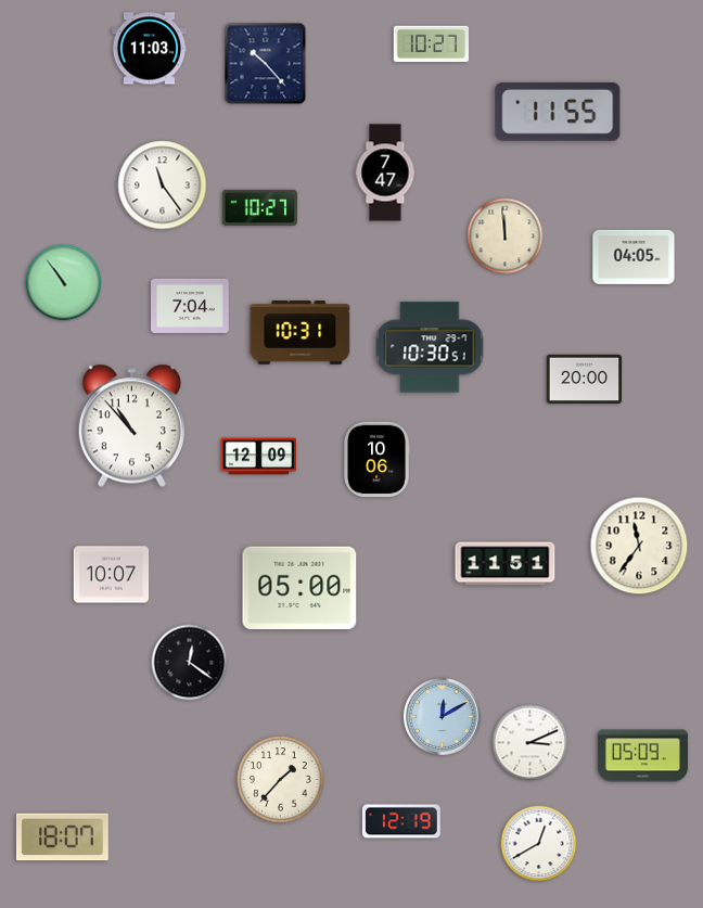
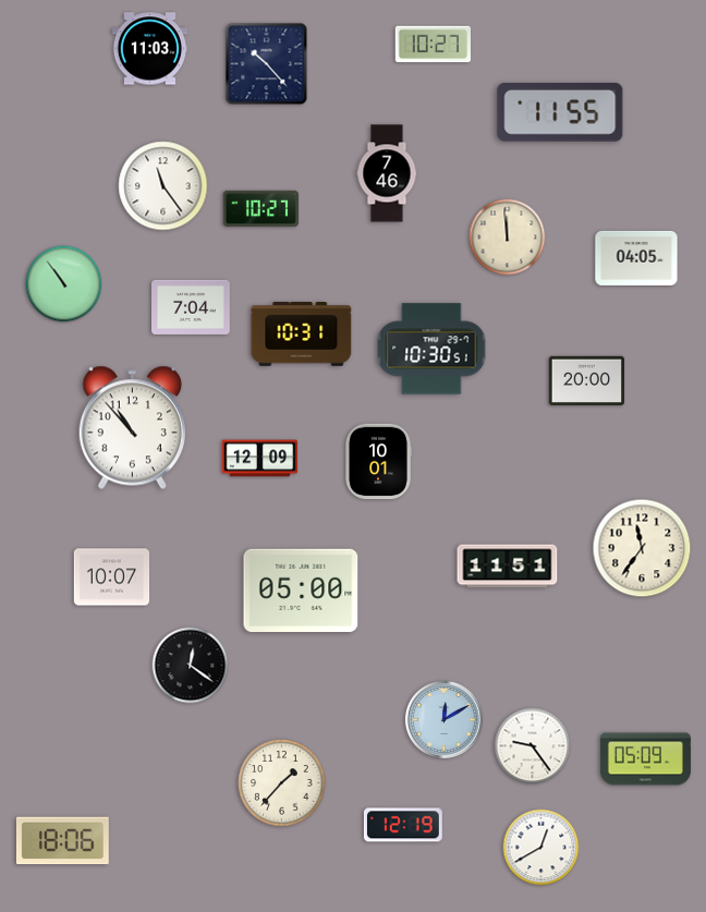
clock at (385, 172): 7:47 -> 7:46
clock at (376, 460): 10:06 -> 10:01
clock at (531, 743): 3:11 -> 9:24
clock at (62, 837): 18:07 -> 18:06
